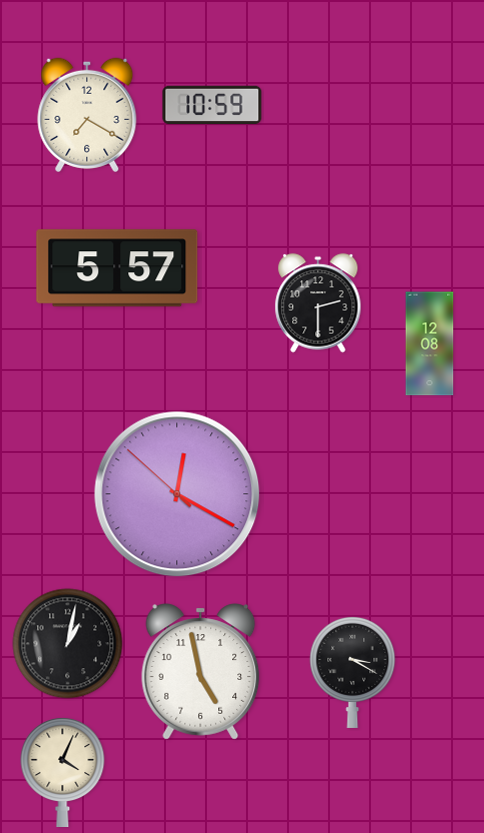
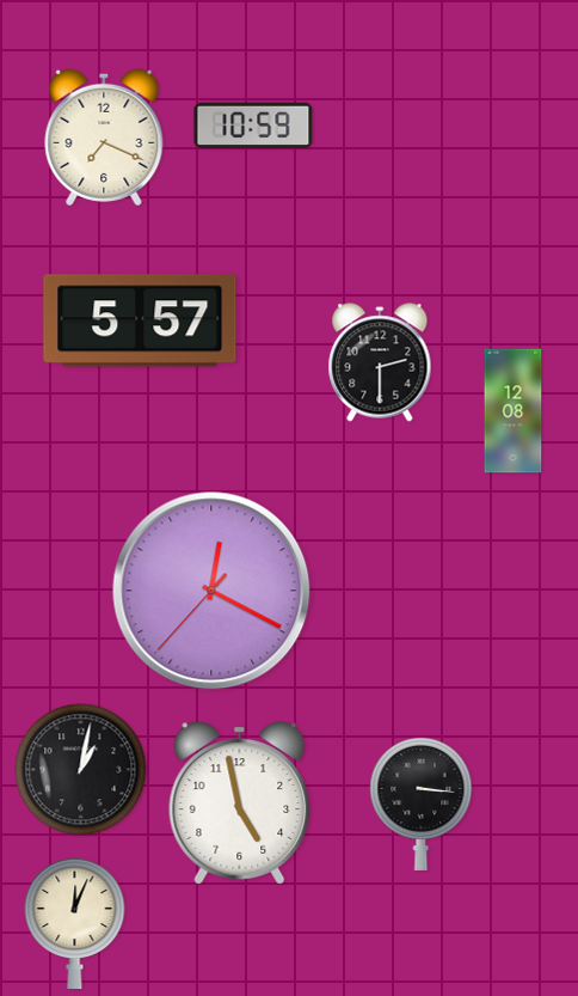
clock at (87, 115): 7:20 -> 7:19
clock at (177, 494): 12:19:52 -> 12:19:37
clock at (353, 672): 3:20 -> 3:16
clock at (63, 771): 4:04 -> 12:04
